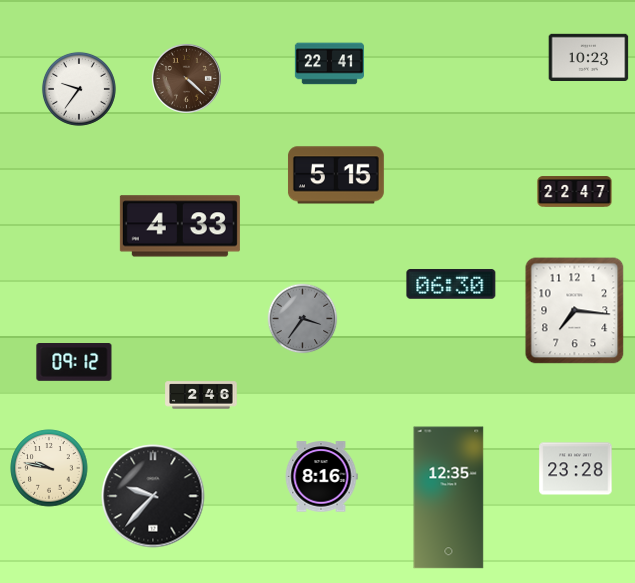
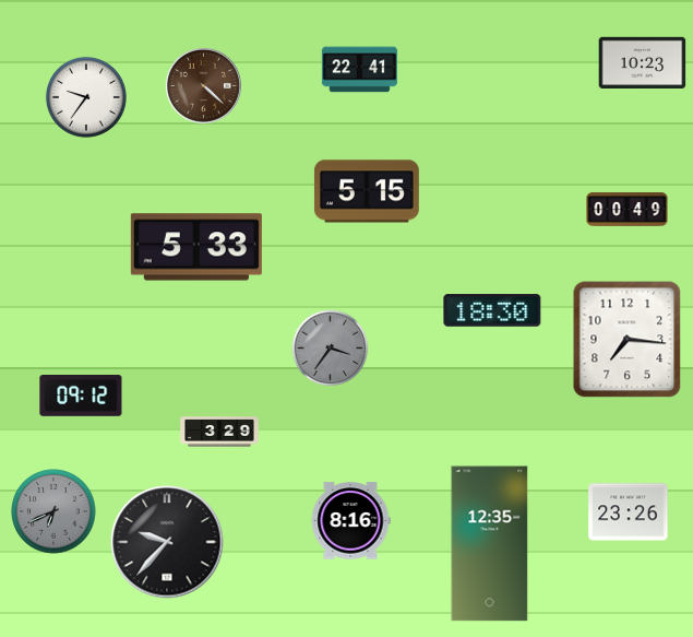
clock at (575, 192): 22:47 -> 00:49
clock at (180, 226): 4:33 -> 5:33
clock at (451, 284): 06:30 -> 18:30
clock at (201, 395): 2:46 -> 3:29
clock at (49, 468): 9:47 -> 6:41
clock at (49, 468) dial: cream -> grey
clock at (576, 469): 23:28 -> 23:26
